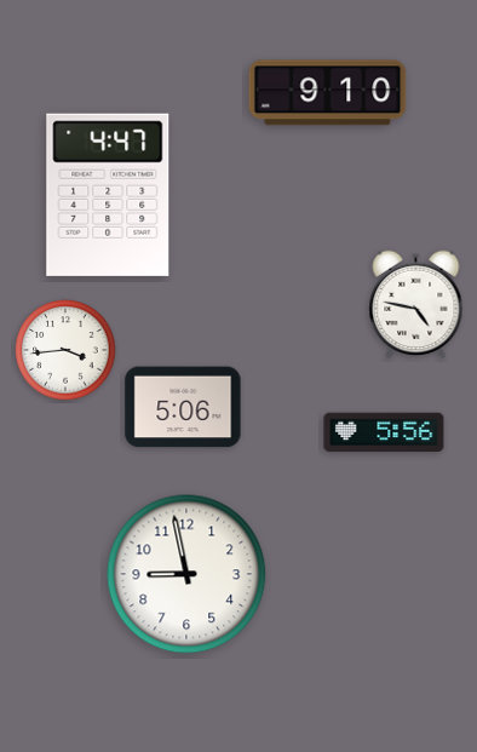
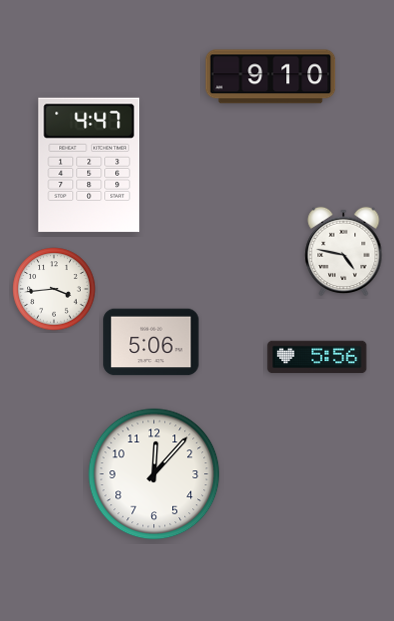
clock at (108, 195) position: (108, 195) -> (89, 165)
clock at (183, 407) position: (183, 407) -> (151, 342)
clock at (186, 574): 8:58 -> 12:07
